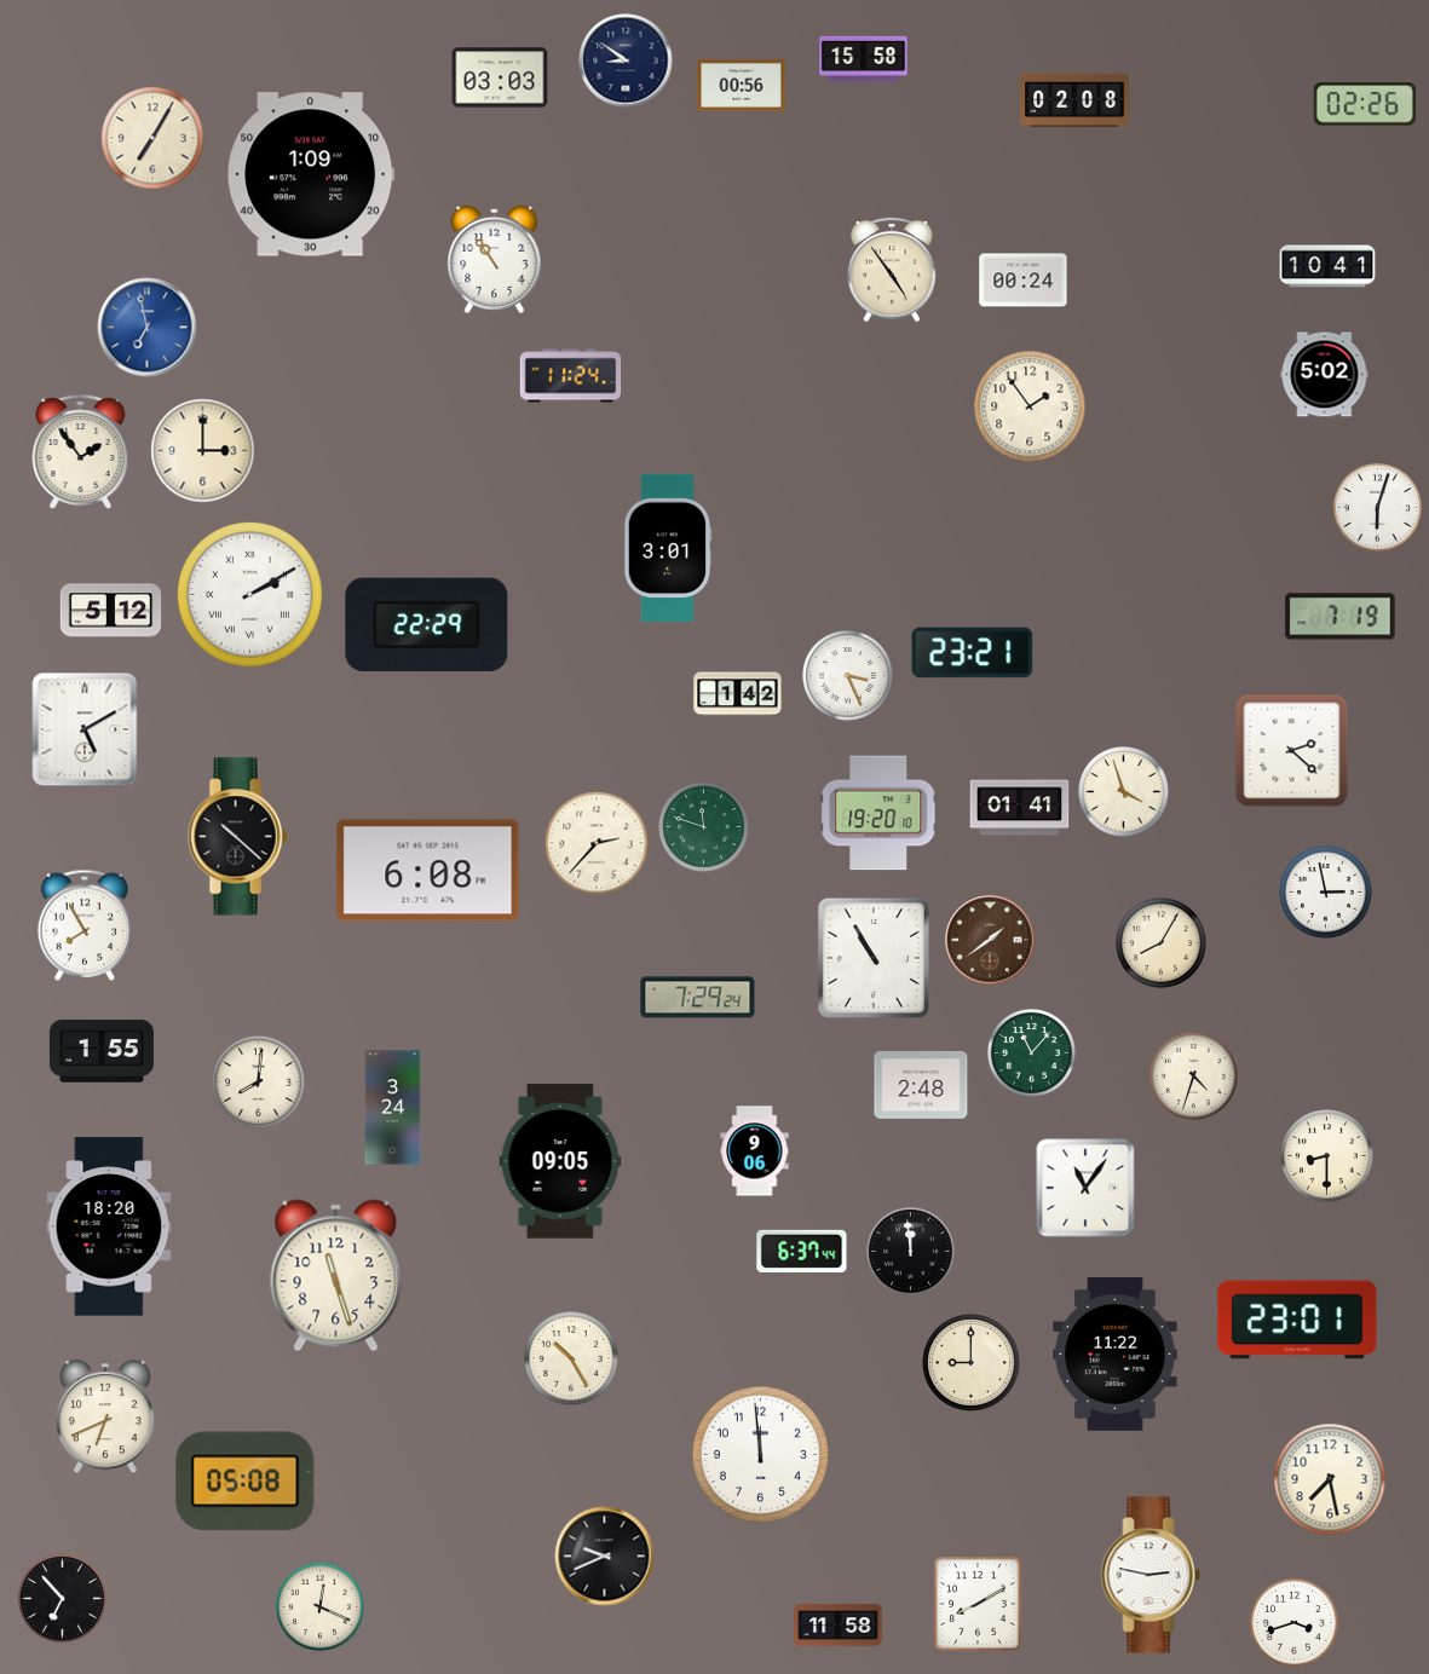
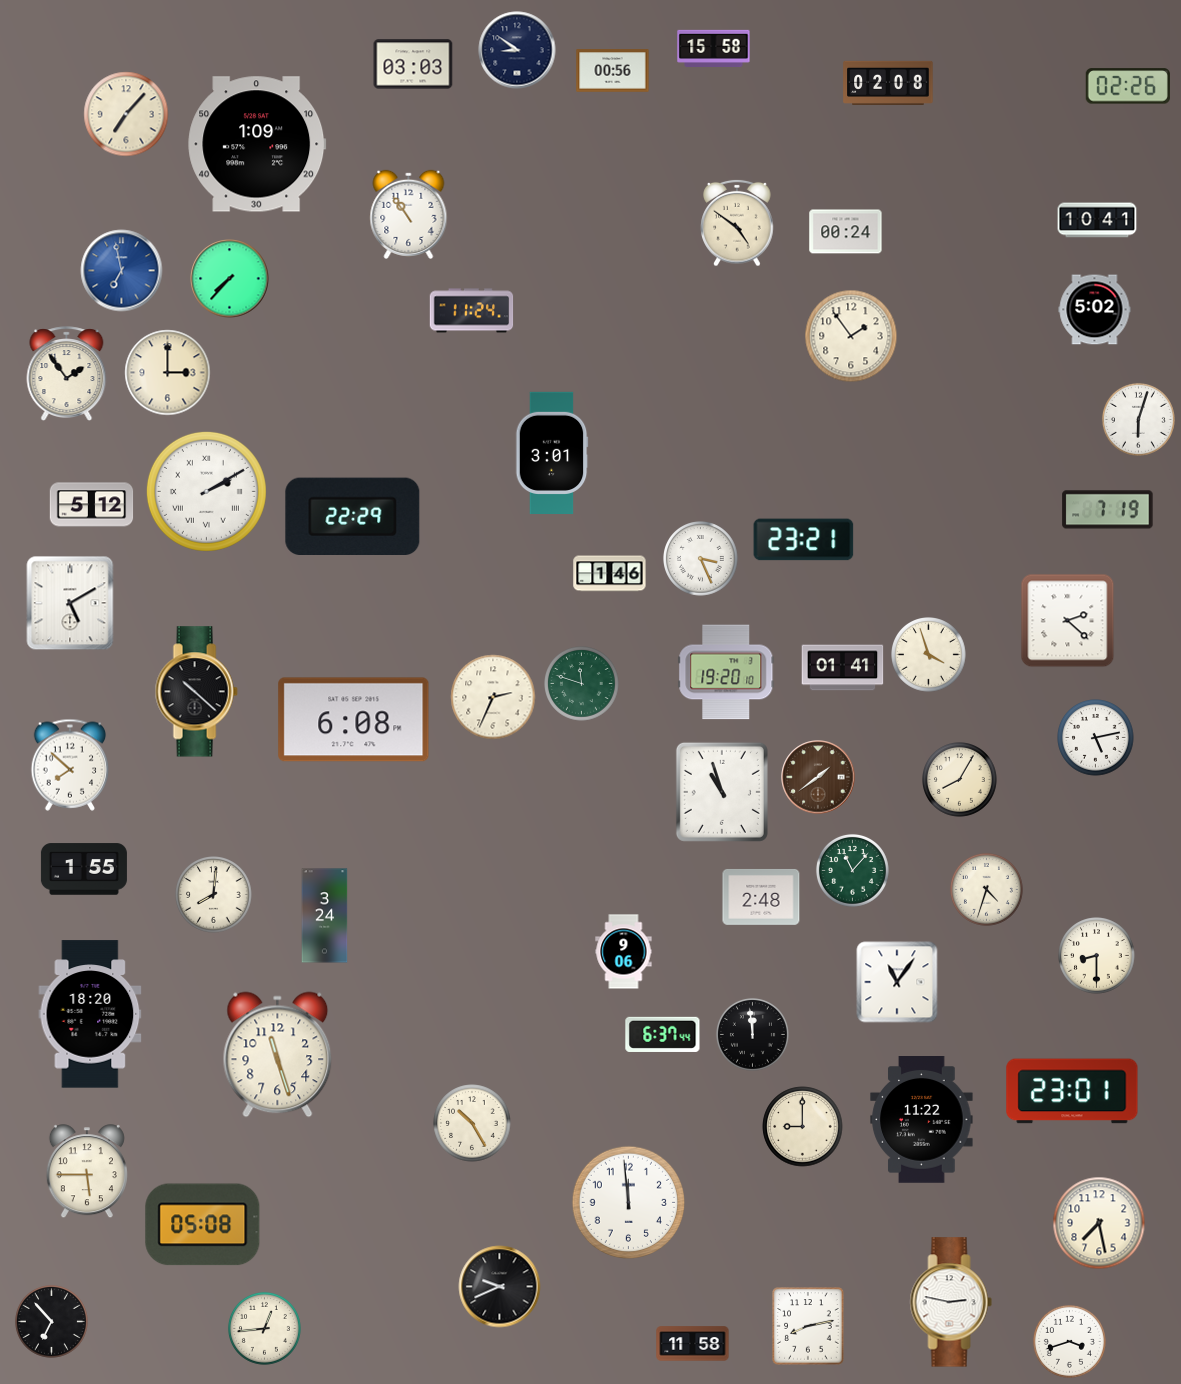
clock at (152, 138): 7:05 -> 7:07
clock at (892, 270): 4:54 -> 4:51
clock at (230, 279): none -> 7:37
clock at (738, 694): 1:42 -> 1:46
clock at (597, 843): 2:37 -> 2:34
clock at (1326, 893): 2:58 -> 5:13
clock at (85, 925): 7:55 -> 7:52
clock at (874, 958): 10:55 -> 10:57
clock at (698, 998): 7:29 -> none
clock at (560, 1161): 09:05 -> none
clock at (105, 1418): 6:41 -> 5:45
clock at (978, 1604): 8:10 -> 8:13
clock at (319, 1606): 12:19 -> 12:44
